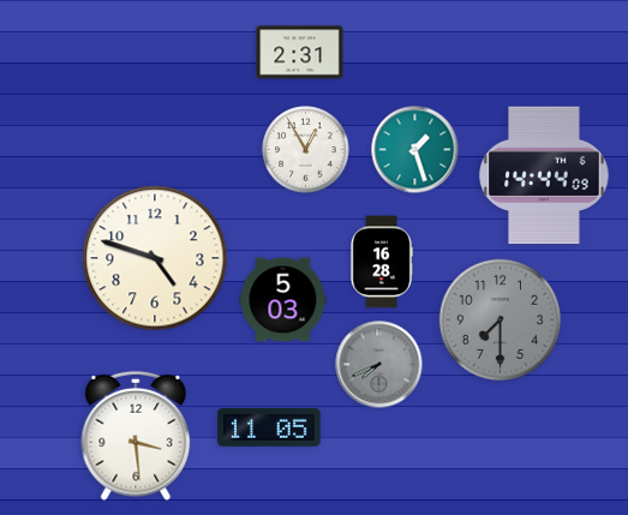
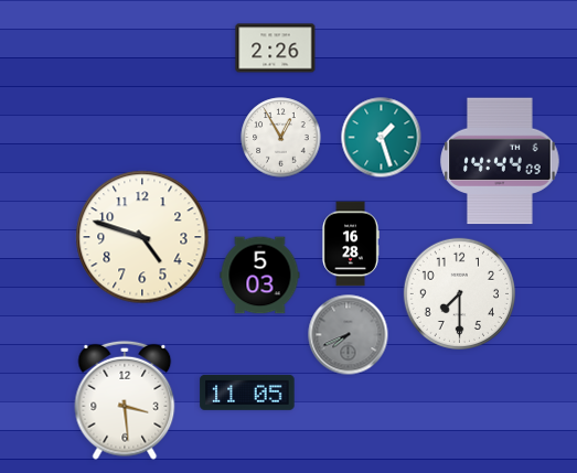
clock at (300, 53): 2:31 -> 2:26
clock at (382, 262) position: (382, 262) -> (351, 244)
clock at (500, 319) dial: grey -> white
